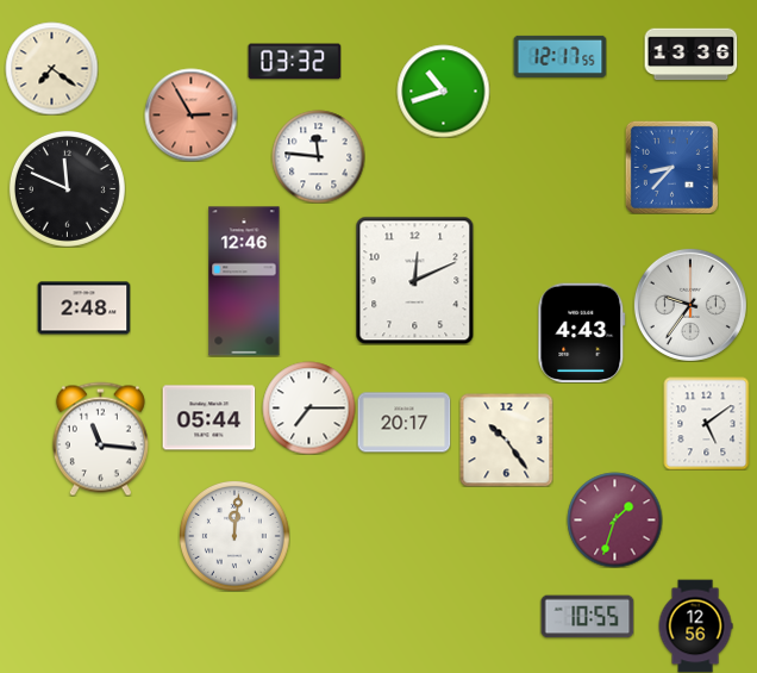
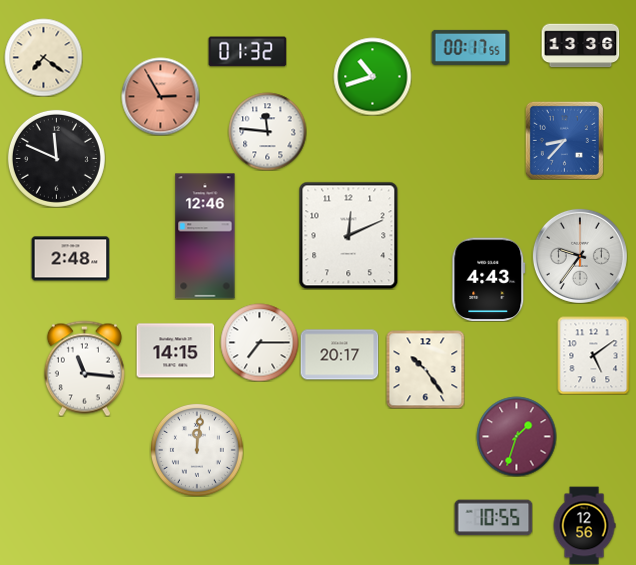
clock at (559, 56): 12:17 -> 00:17
clock at (294, 62): 03:32 -> 01:32
clock at (208, 418): 05:44 -> 14:15
